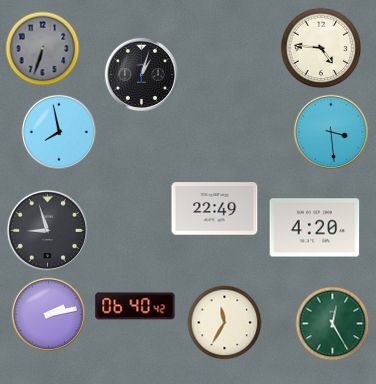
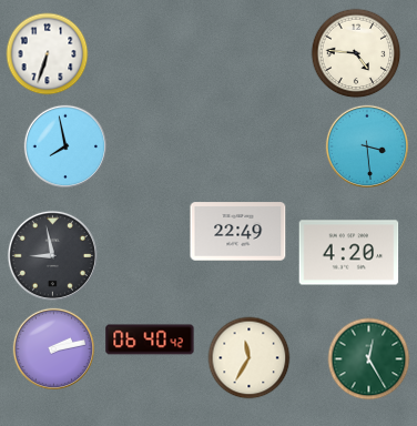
clock at (43, 49) dial: grey -> white
clock at (141, 74): 1:03 -> none
clock at (47, 230): 8:57 -> 8:58
